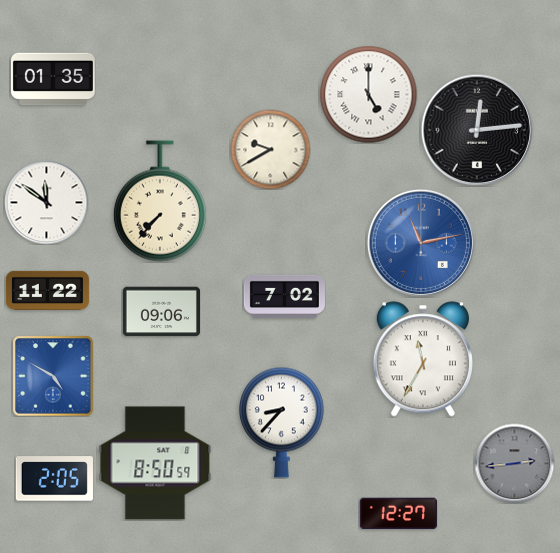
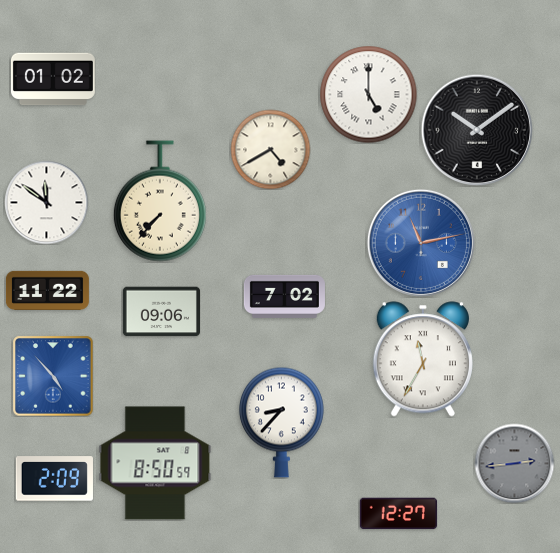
clock at (53, 79): 01:35 -> 01:02
clock at (477, 130): 12:14 -> 10:09
clock at (270, 149): 9:40 -> 4:40
clock at (53, 376): 4:50 -> 4:53
clock at (54, 479): 2:05 -> 2:09
